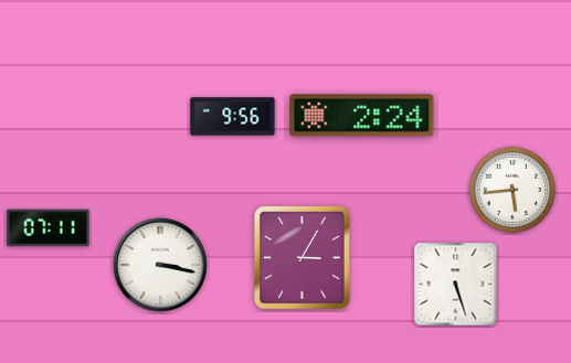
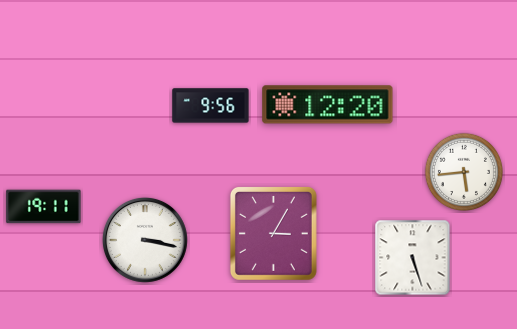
clock at (362, 116): 2:24 -> 12:20
clock at (49, 228): 07:11 -> 19:11
